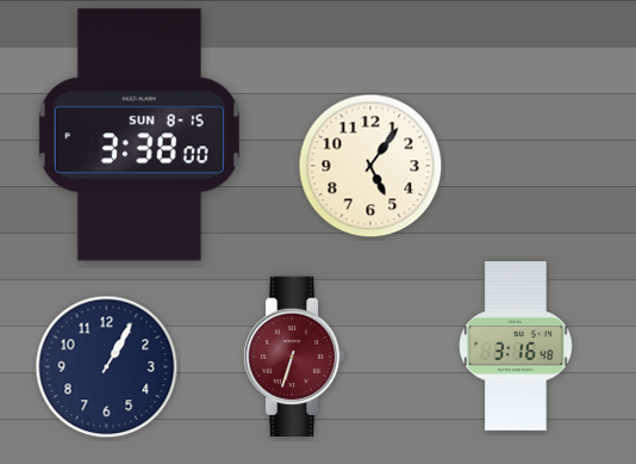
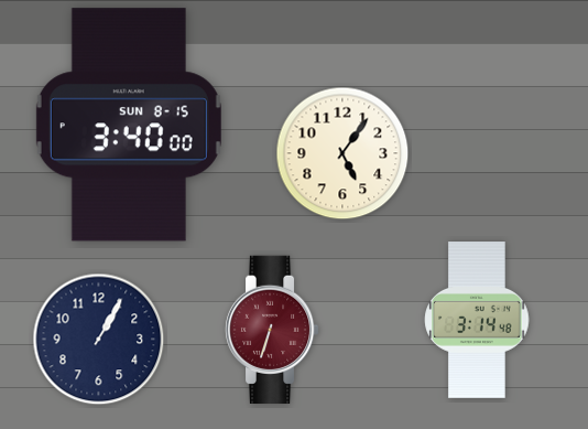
clock at (139, 135): 3:38 -> 3:40
clock at (516, 346): 3:16 -> 3:14
